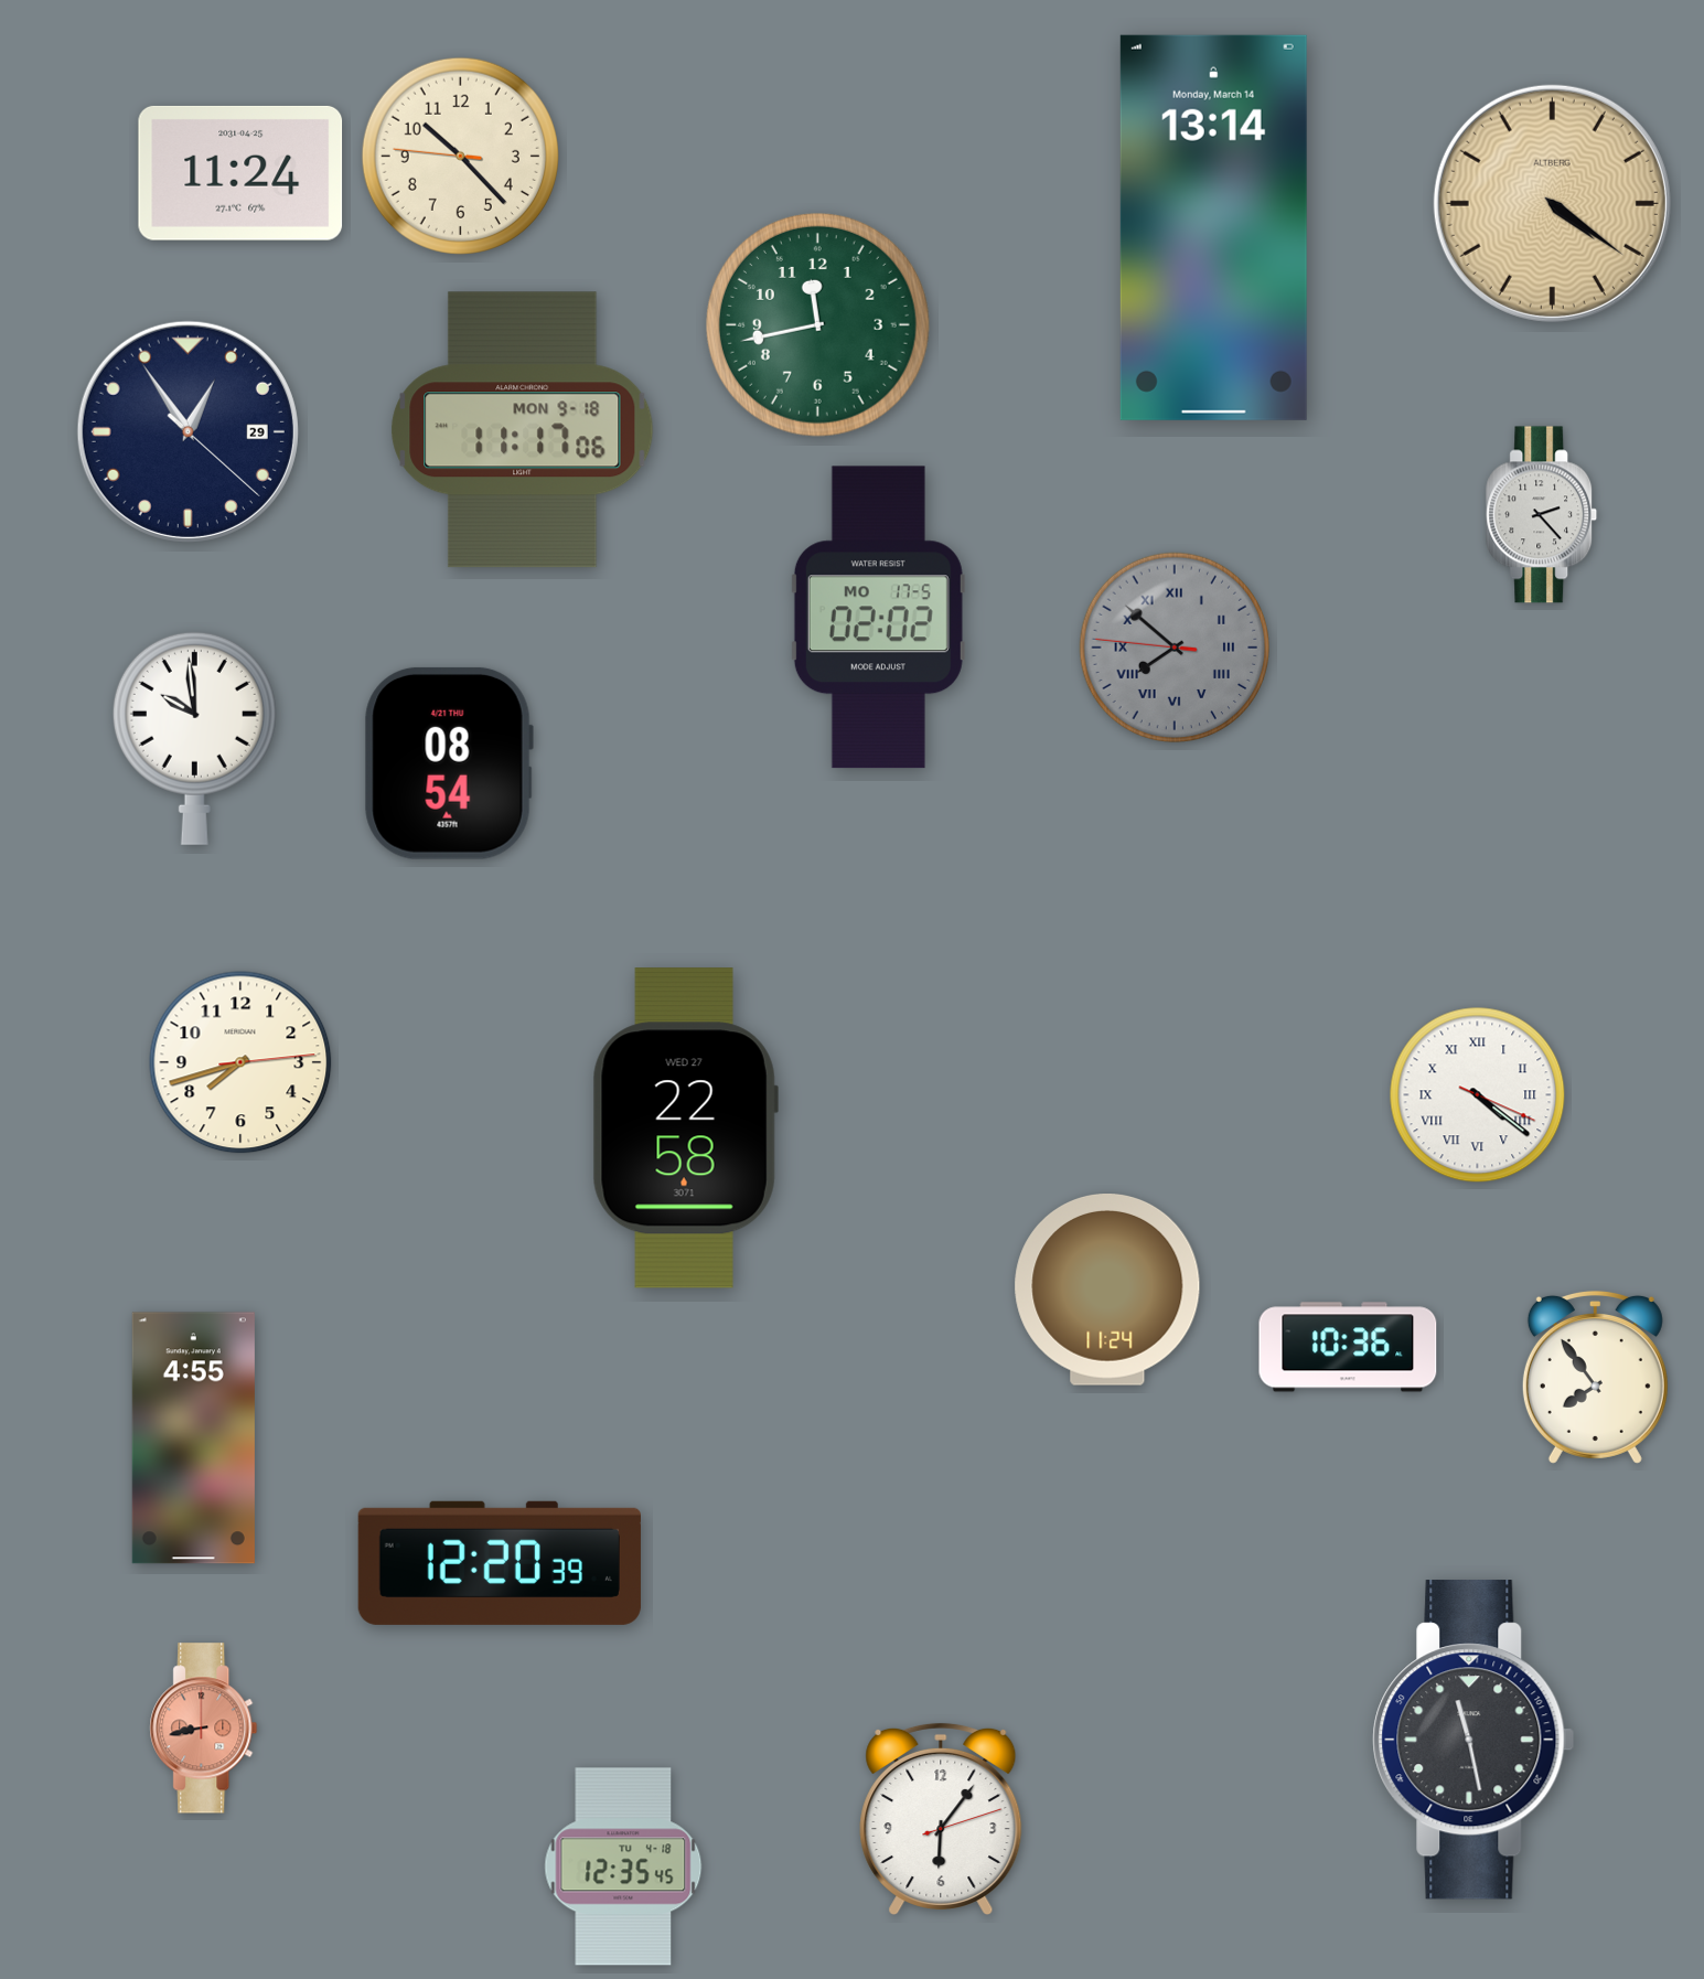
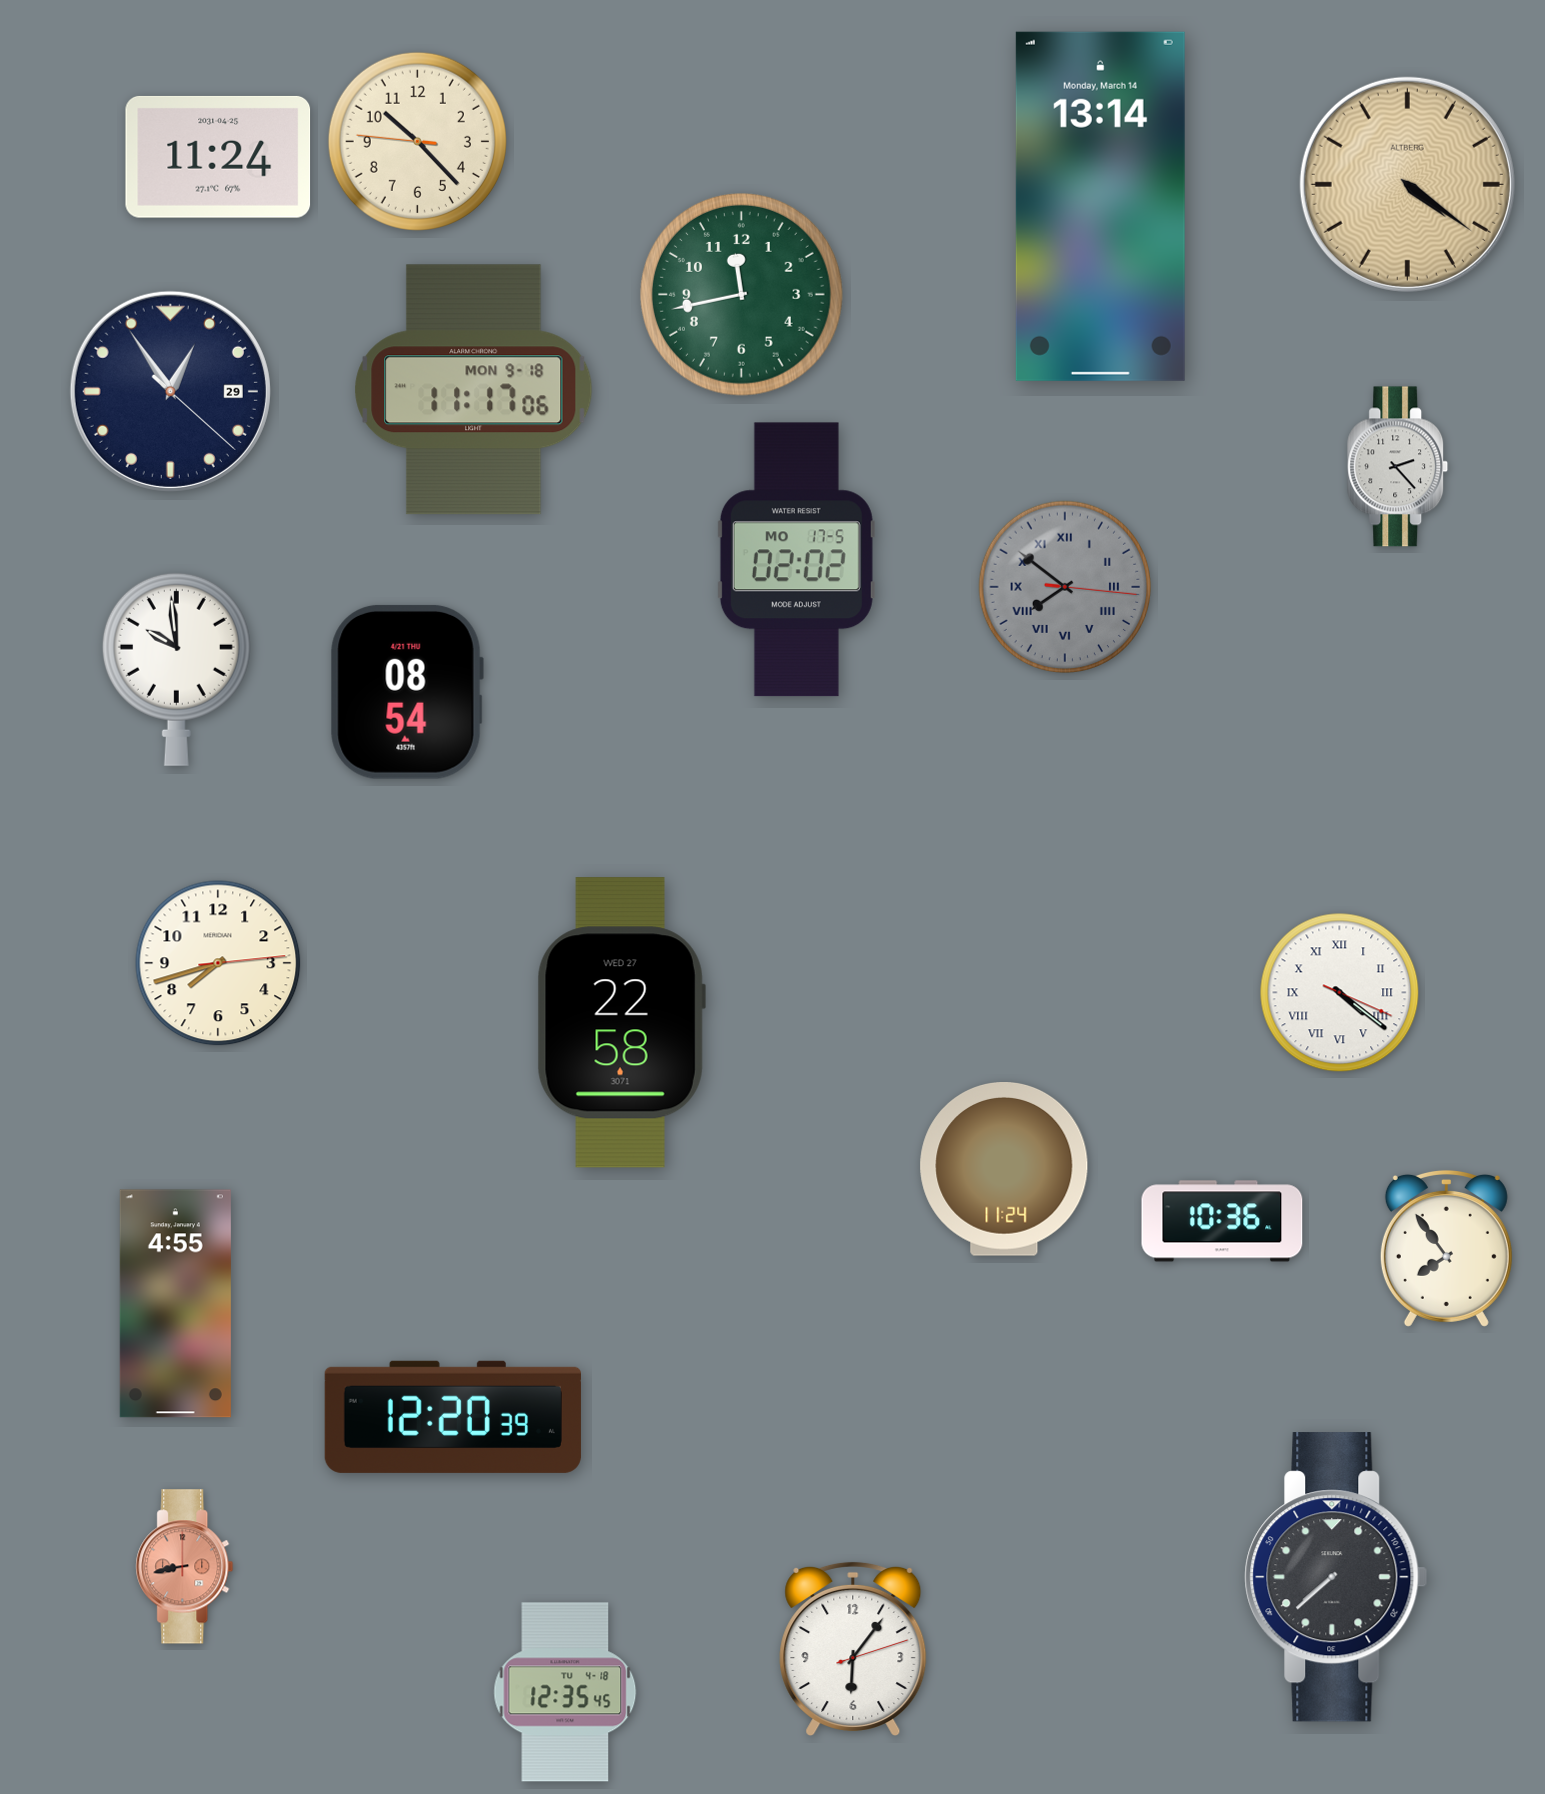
clock at (1175, 648): 7:51:46 -> 7:51:16
clock at (1473, 1740): 11:28 -> 7:38
